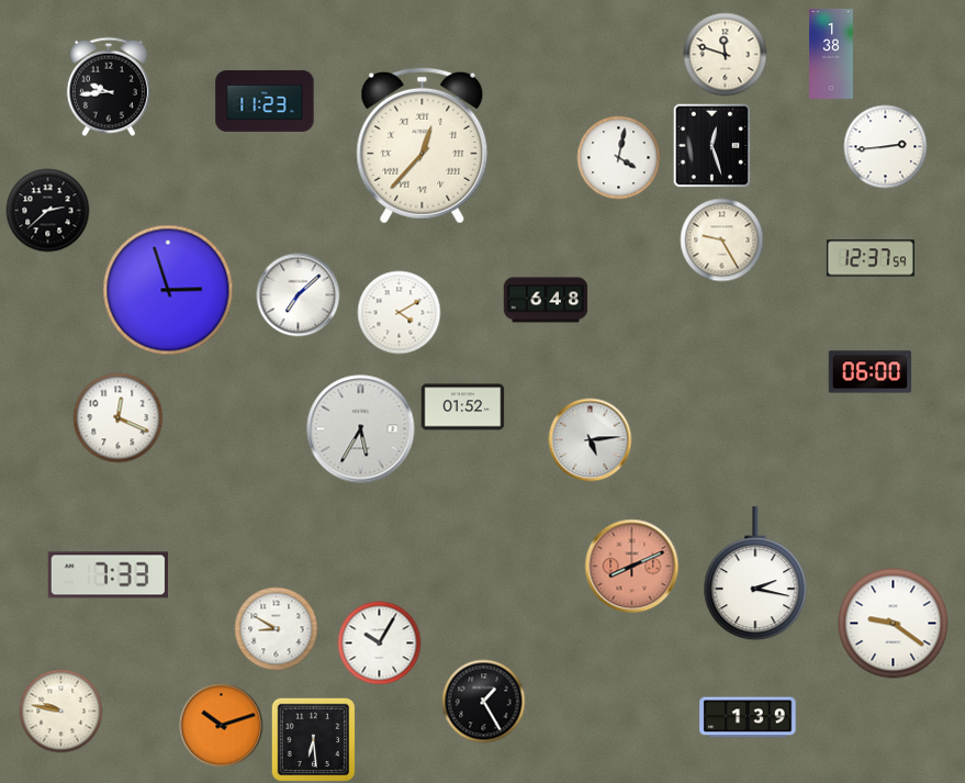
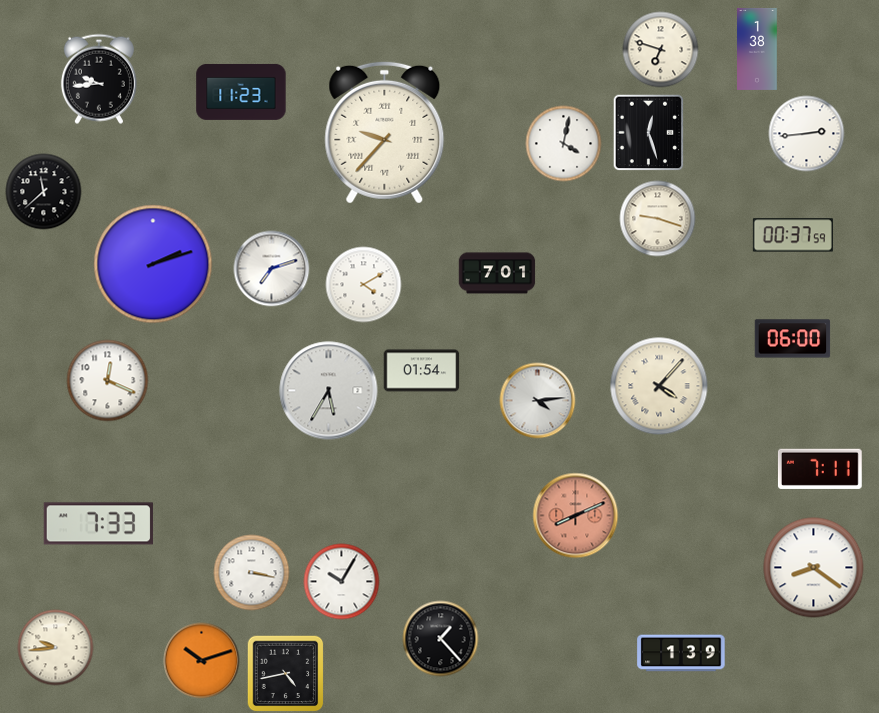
clock at (726, 55): 11:48 -> 6:48
clock at (423, 145): 12:37 -> 9:37
clock at (48, 211): 2:38 -> 11:38
clock at (722, 241): 9:25 -> 9:18
clock at (871, 258): 12:37 -> 00:37
clock at (168, 290): 2:57 -> 2:12
clock at (299, 295): 7:08 -> 7:12
clock at (546, 300): 6:48 -> 7:01
clock at (463, 407): 01:52 -> 01:54
clock at (659, 386): none -> 4:07
clock at (591, 440): 5:14 -> 4:14
clock at (820, 469): none -> 7:11
clock at (755, 574): 2:17 -> none
clock at (894, 624): 9:21 -> 8:21
clock at (277, 629): 8:50 -> 3:17
clock at (380, 644) position: (380, 644) -> (342, 582)
clock at (484, 702): 1:25 -> 1:23
clock at (61, 712): 9:47 -> 9:44
clock at (313, 739): 6:29 -> 4:43
